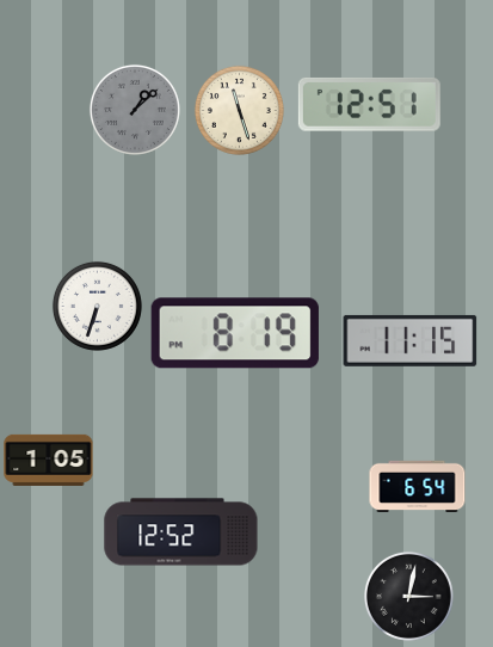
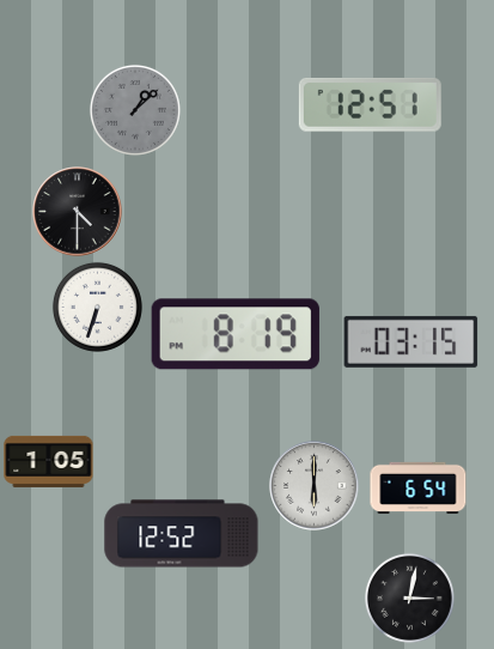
clock at (239, 110): 11:27 -> none
clock at (78, 212): none -> 4:30
clock at (411, 340): 11:15 -> 03:15
clock at (315, 486): none -> 6:00
